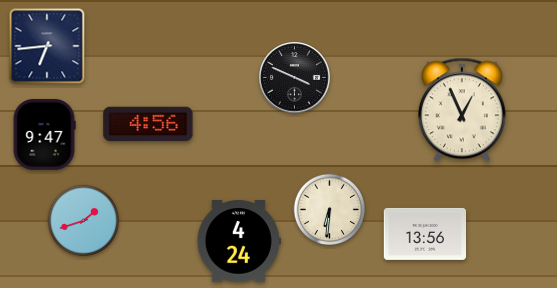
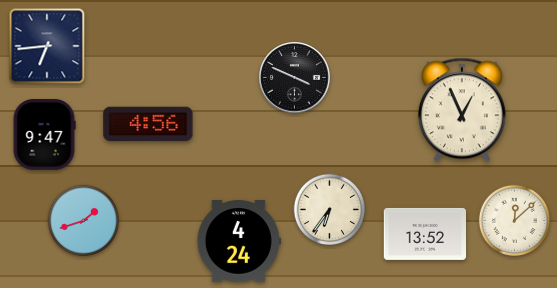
clock at (329, 209): 6:31 -> 6:36
clock at (514, 220): none -> 12:08
clock at (425, 234): 13:56 -> 13:52
